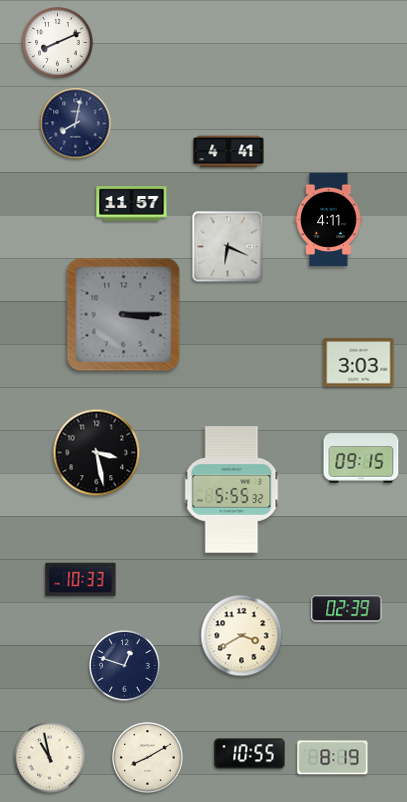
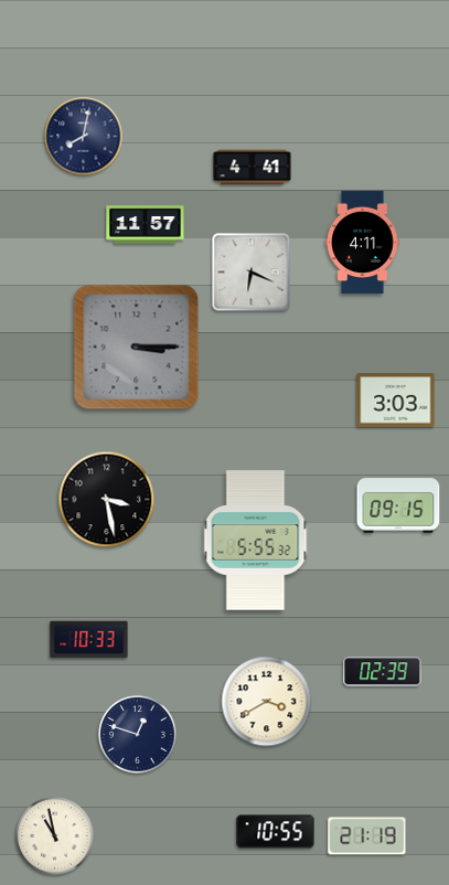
clock at (58, 43): 8:11 -> none
clock at (148, 758): 8:10 -> none
clock at (333, 758): 8:19 -> 21:19
